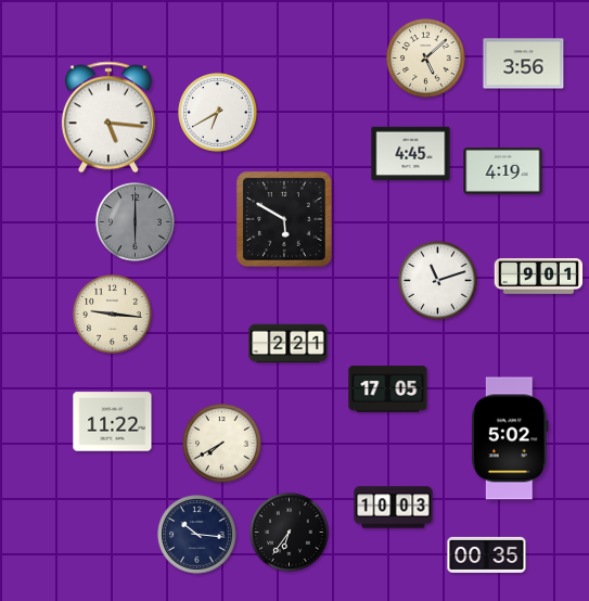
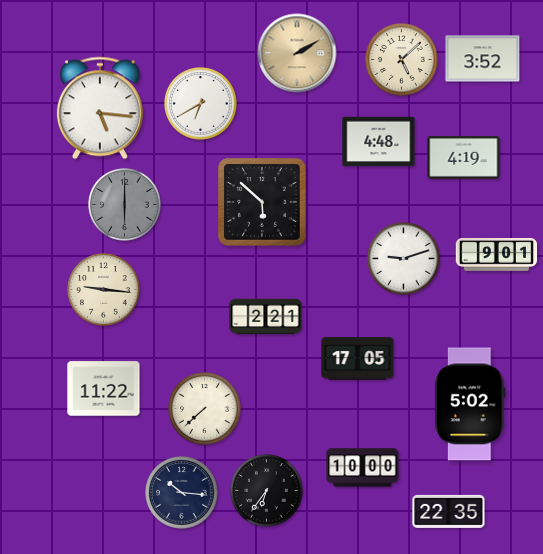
clock at (297, 53): none -> 2:10
clock at (426, 59) position: (426, 59) -> (402, 60)
clock at (524, 64): 3:56 -> 3:52
clock at (411, 154): 4:45 -> 4:48
clock at (284, 219): 5:50 -> 5:52
clock at (438, 281): 11:12 -> 9:12
clock at (222, 444): 7:40 -> 7:38
clock at (394, 508): 10:03 -> 10:00
clock at (487, 554): 00:35 -> 22:35
